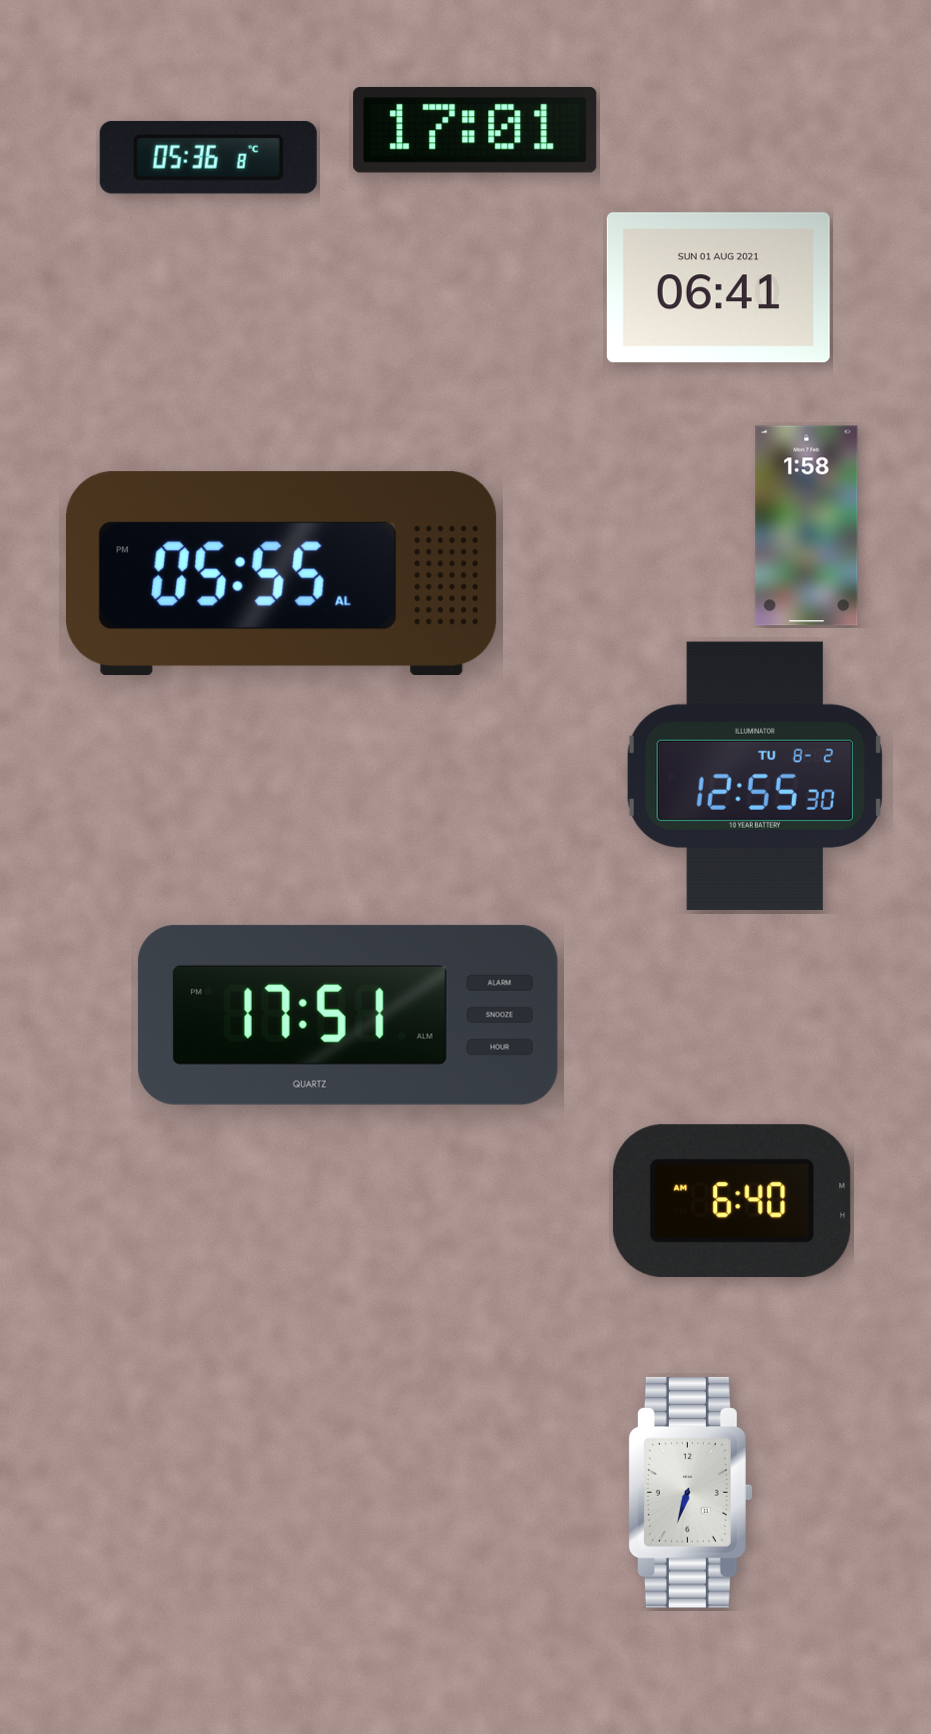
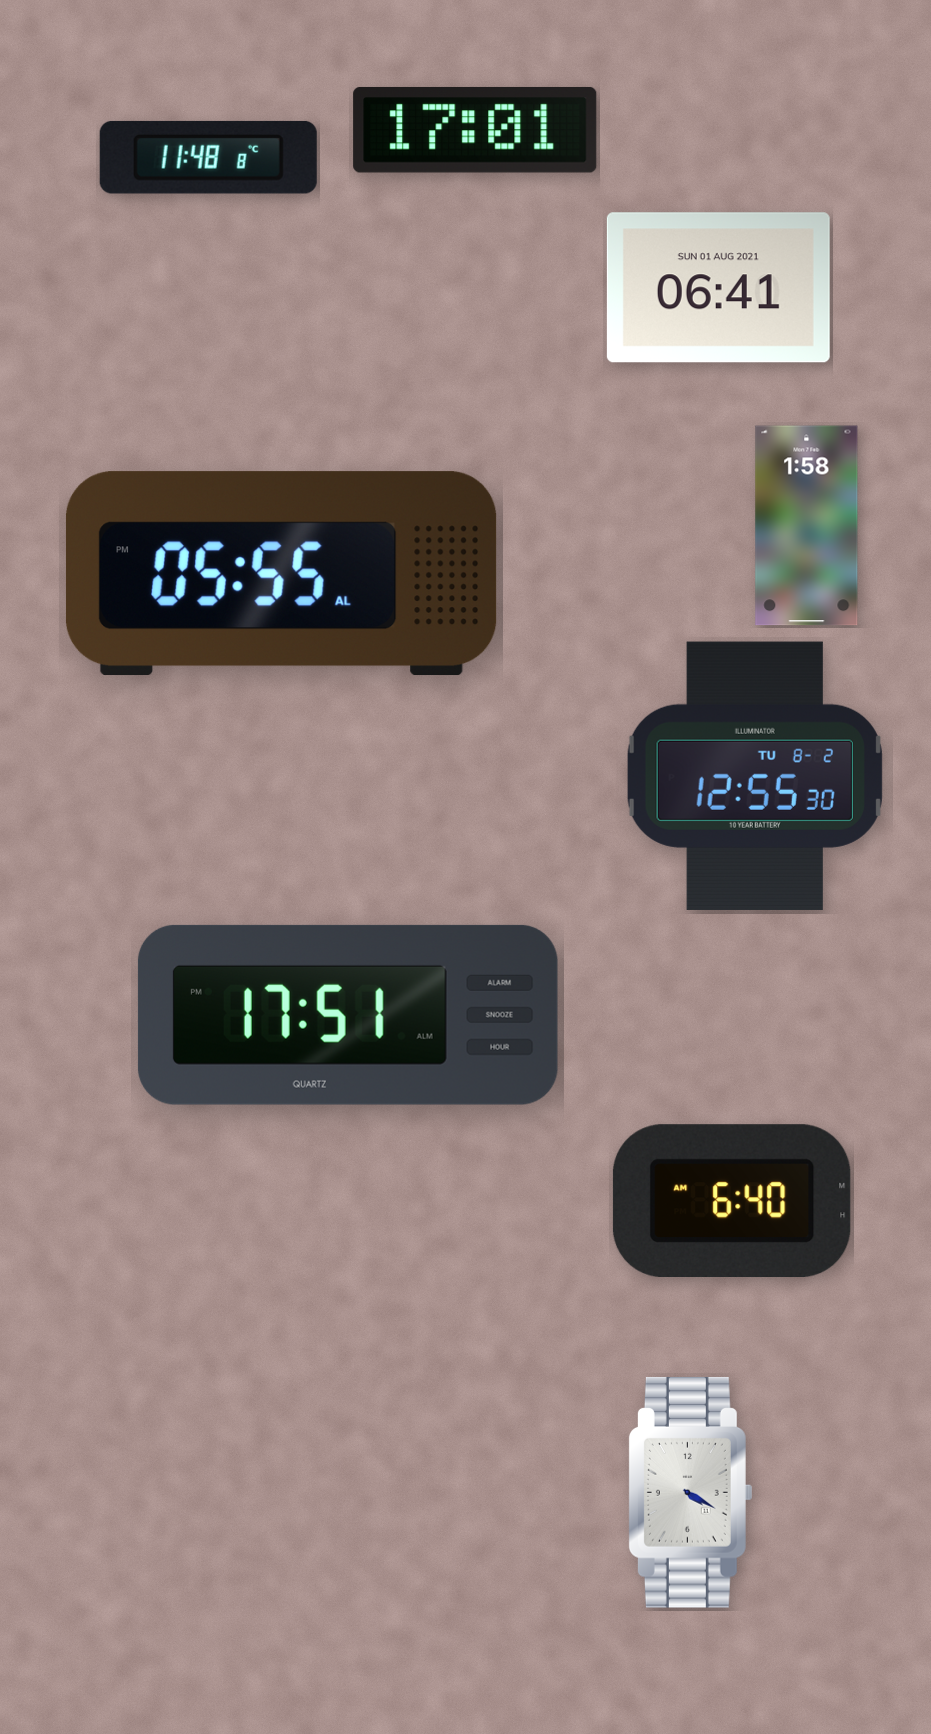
clock at (208, 157): 05:36 -> 11:48
clock at (690, 1492): 6:33 -> 4:20
